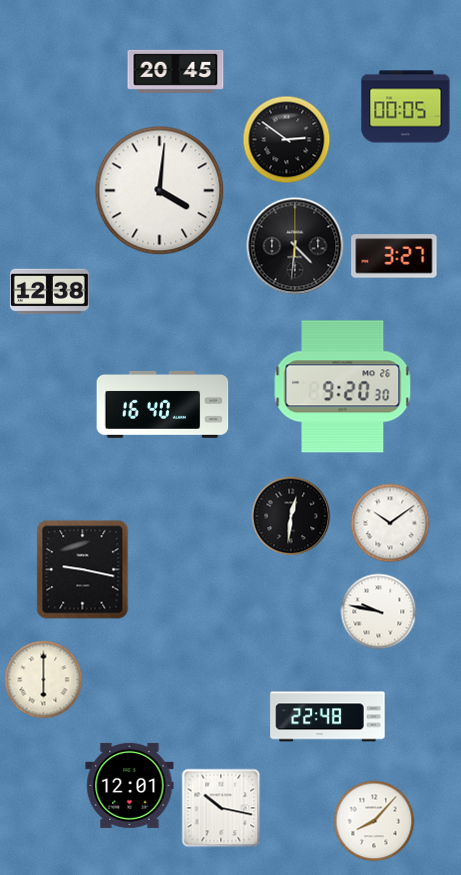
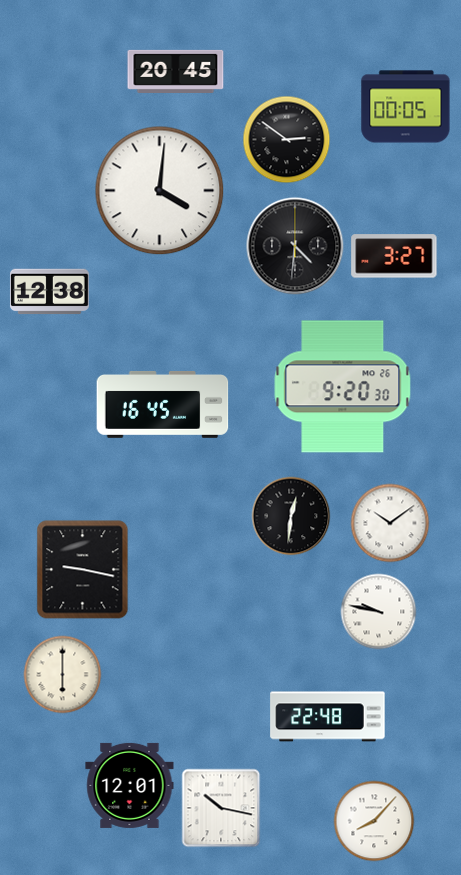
clock at (163, 404): 16:40 -> 16:45
clock at (44, 680) position: (44, 680) -> (63, 675)
